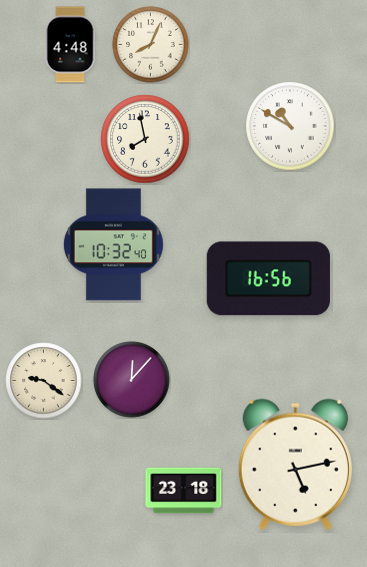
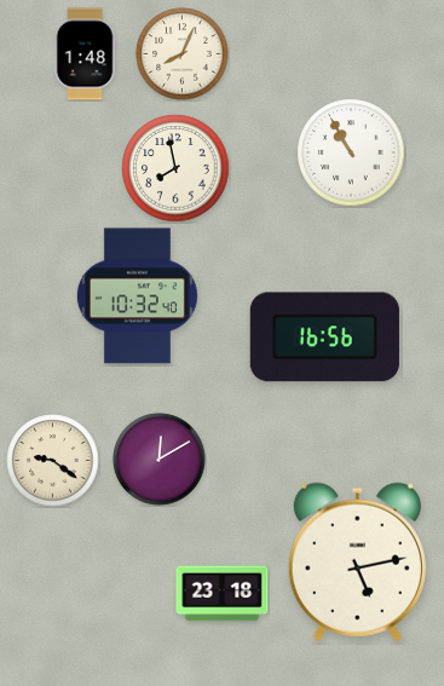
clock at (70, 45): 4:48 -> 1:48
clock at (290, 126): 10:50 -> 10:55
clock at (132, 380): 12:07 -> 12:10
